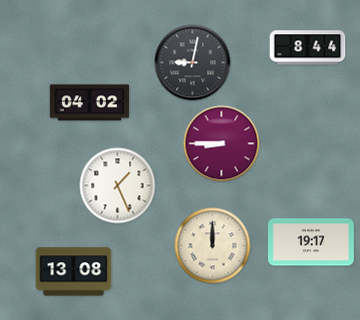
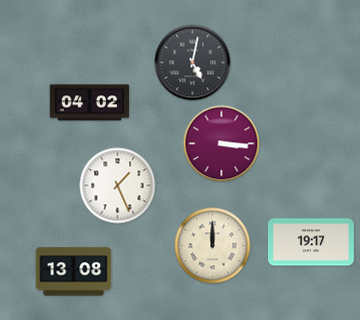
clock at (308, 48): 8:44 -> none
clock at (193, 63): 9:02 -> 5:02
clock at (222, 144): 8:45 -> 3:16
